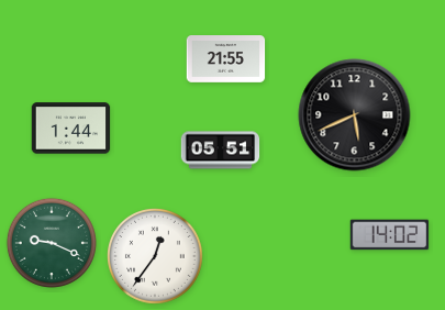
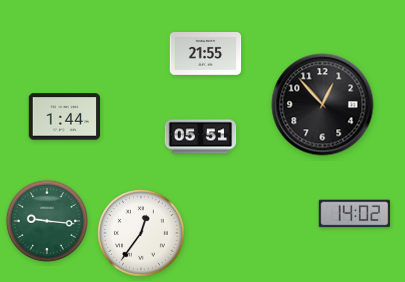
clock at (355, 115): 5:41 -> 12:53
clock at (52, 243): 9:19 -> 9:16
